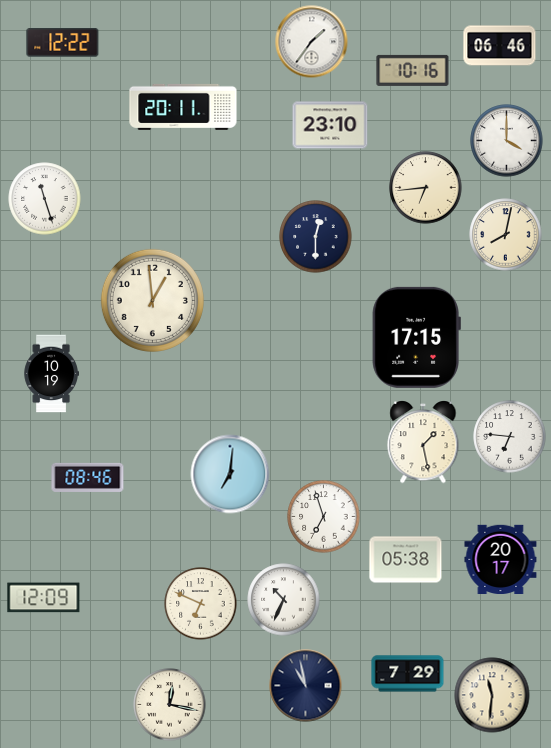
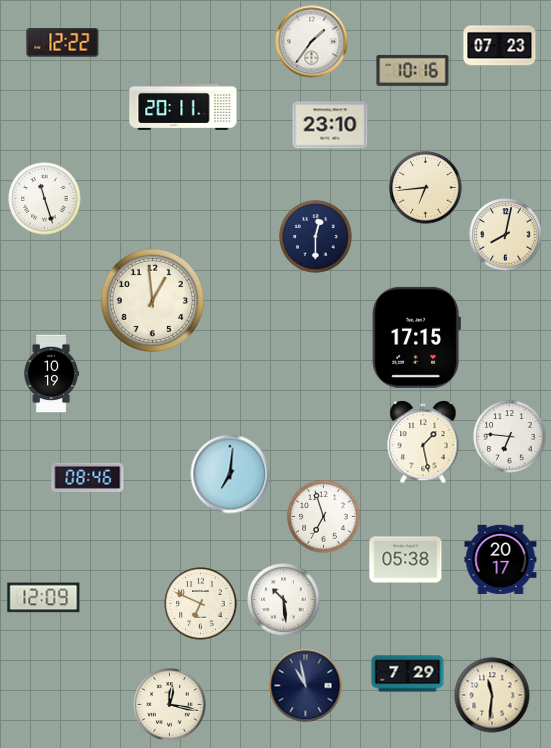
clock at (500, 46): 06:46 -> 07:23
clock at (507, 141): 4:00 -> none
clock at (284, 600): 10:34 -> 10:29
